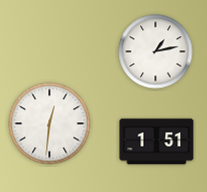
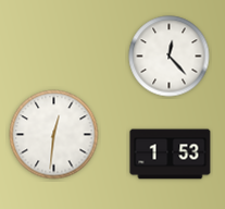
clock at (156, 52): 1:13 -> 12:23
clock at (157, 142): 1:51 -> 1:53
